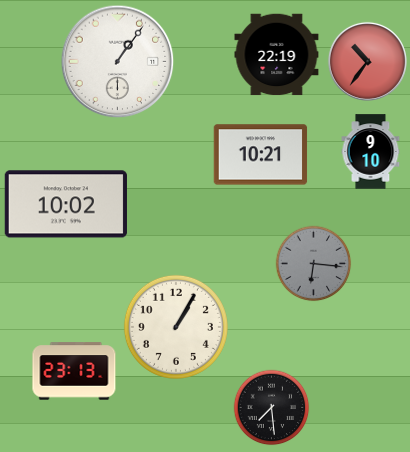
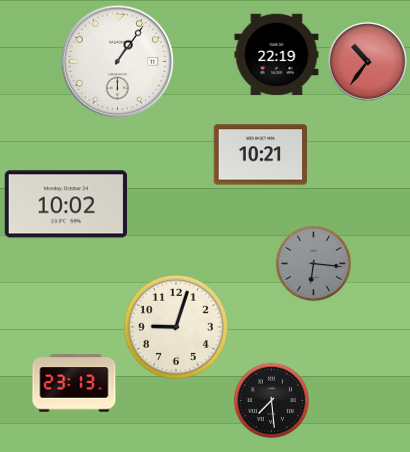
clock at (371, 152): 9:10 -> none
clock at (176, 327): 1:05 -> 9:03
clock at (74, 371) position: (74, 371) -> (74, 383)
clock at (272, 408) position: (272, 408) -> (272, 401)
